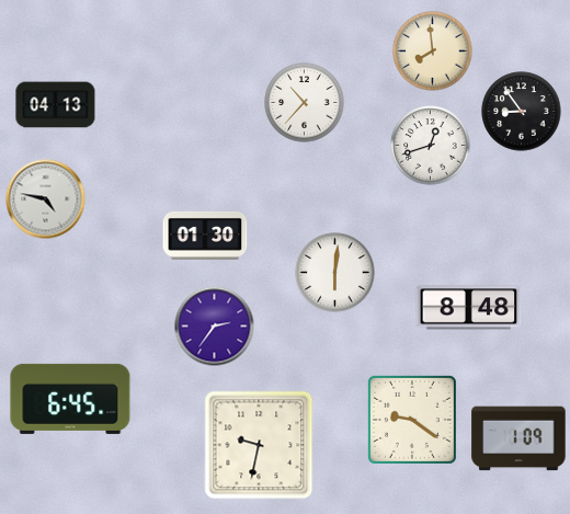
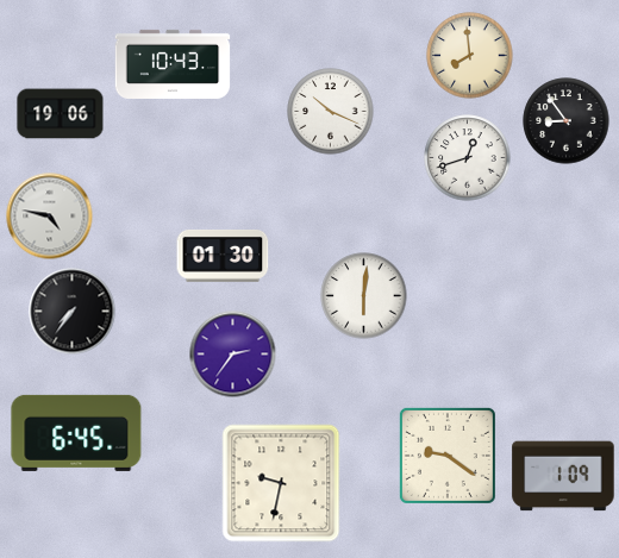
clock at (173, 64): none -> 10:43
clock at (305, 103): 10:37 -> 10:19
clock at (56, 105): 04:13 -> 19:06
clock at (73, 312): none -> 7:36
clock at (469, 308): 8:48 -> none
